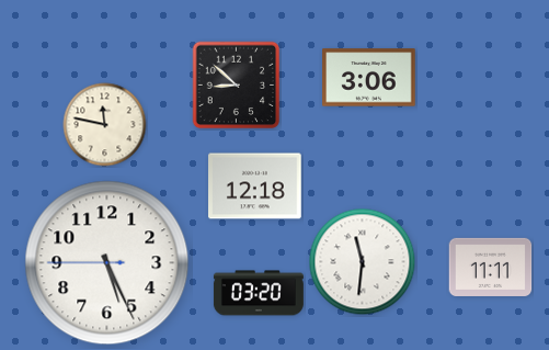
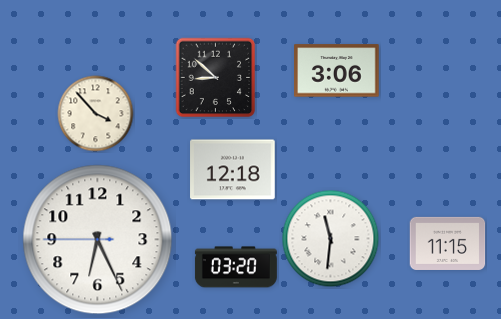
clock at (105, 125): 11:47 -> 3:53
clock at (107, 263): 5:25 -> 6:25
clock at (491, 267): 11:11 -> 11:15
